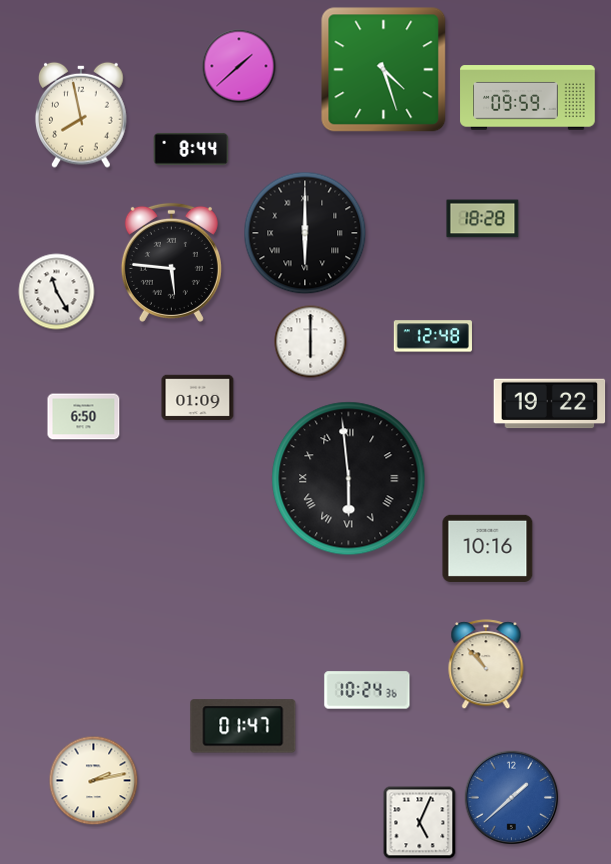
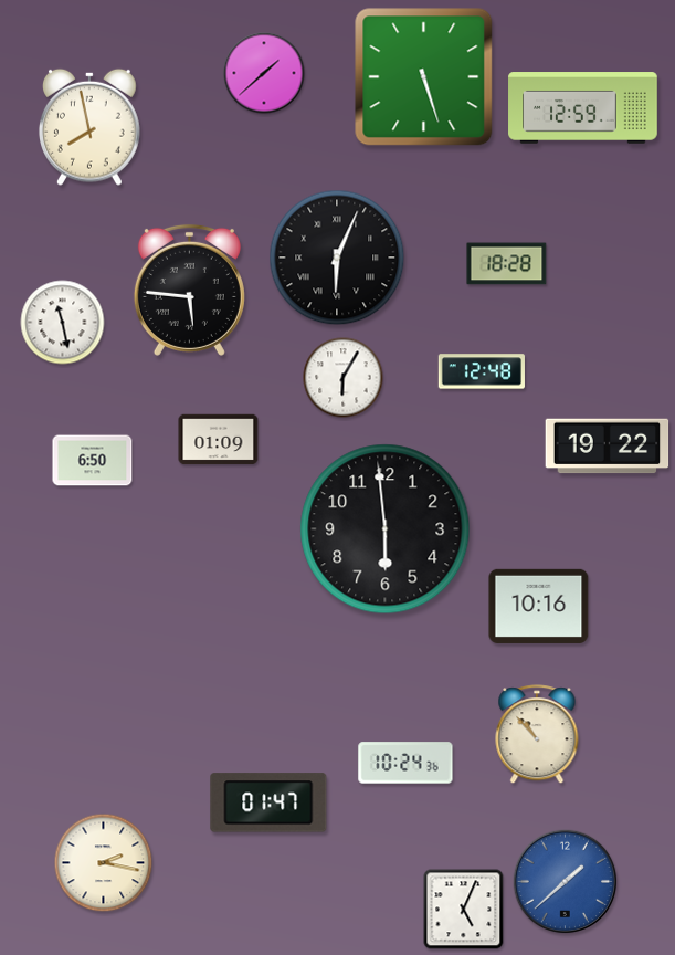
clock at (384, 70): 4:27 -> 5:27
clock at (528, 98): 09:59 -> 12:59
clock at (191, 149): 8:44 -> none
clock at (483, 219) position: (483, 219) -> (507, 264)
clock at (305, 233): 6:00 -> 6:04
clock at (57, 292): 11:25 -> 11:28
clock at (433, 336) position: (433, 336) -> (482, 371)
clock at (311, 342): 6:00 -> 6:05
clock at (349, 479) numerals: Roman -> Arabic
clock at (94, 781): 2:13 -> 2:17
